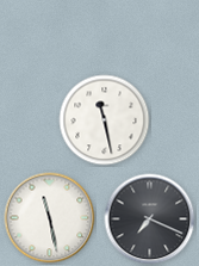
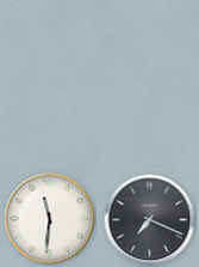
clock at (105, 120): 11:28 -> none
clock at (50, 218): 11:28 -> 11:31
